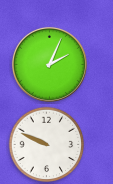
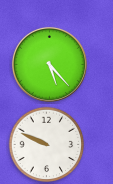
clock at (49, 64): 2:04 -> 5:23
